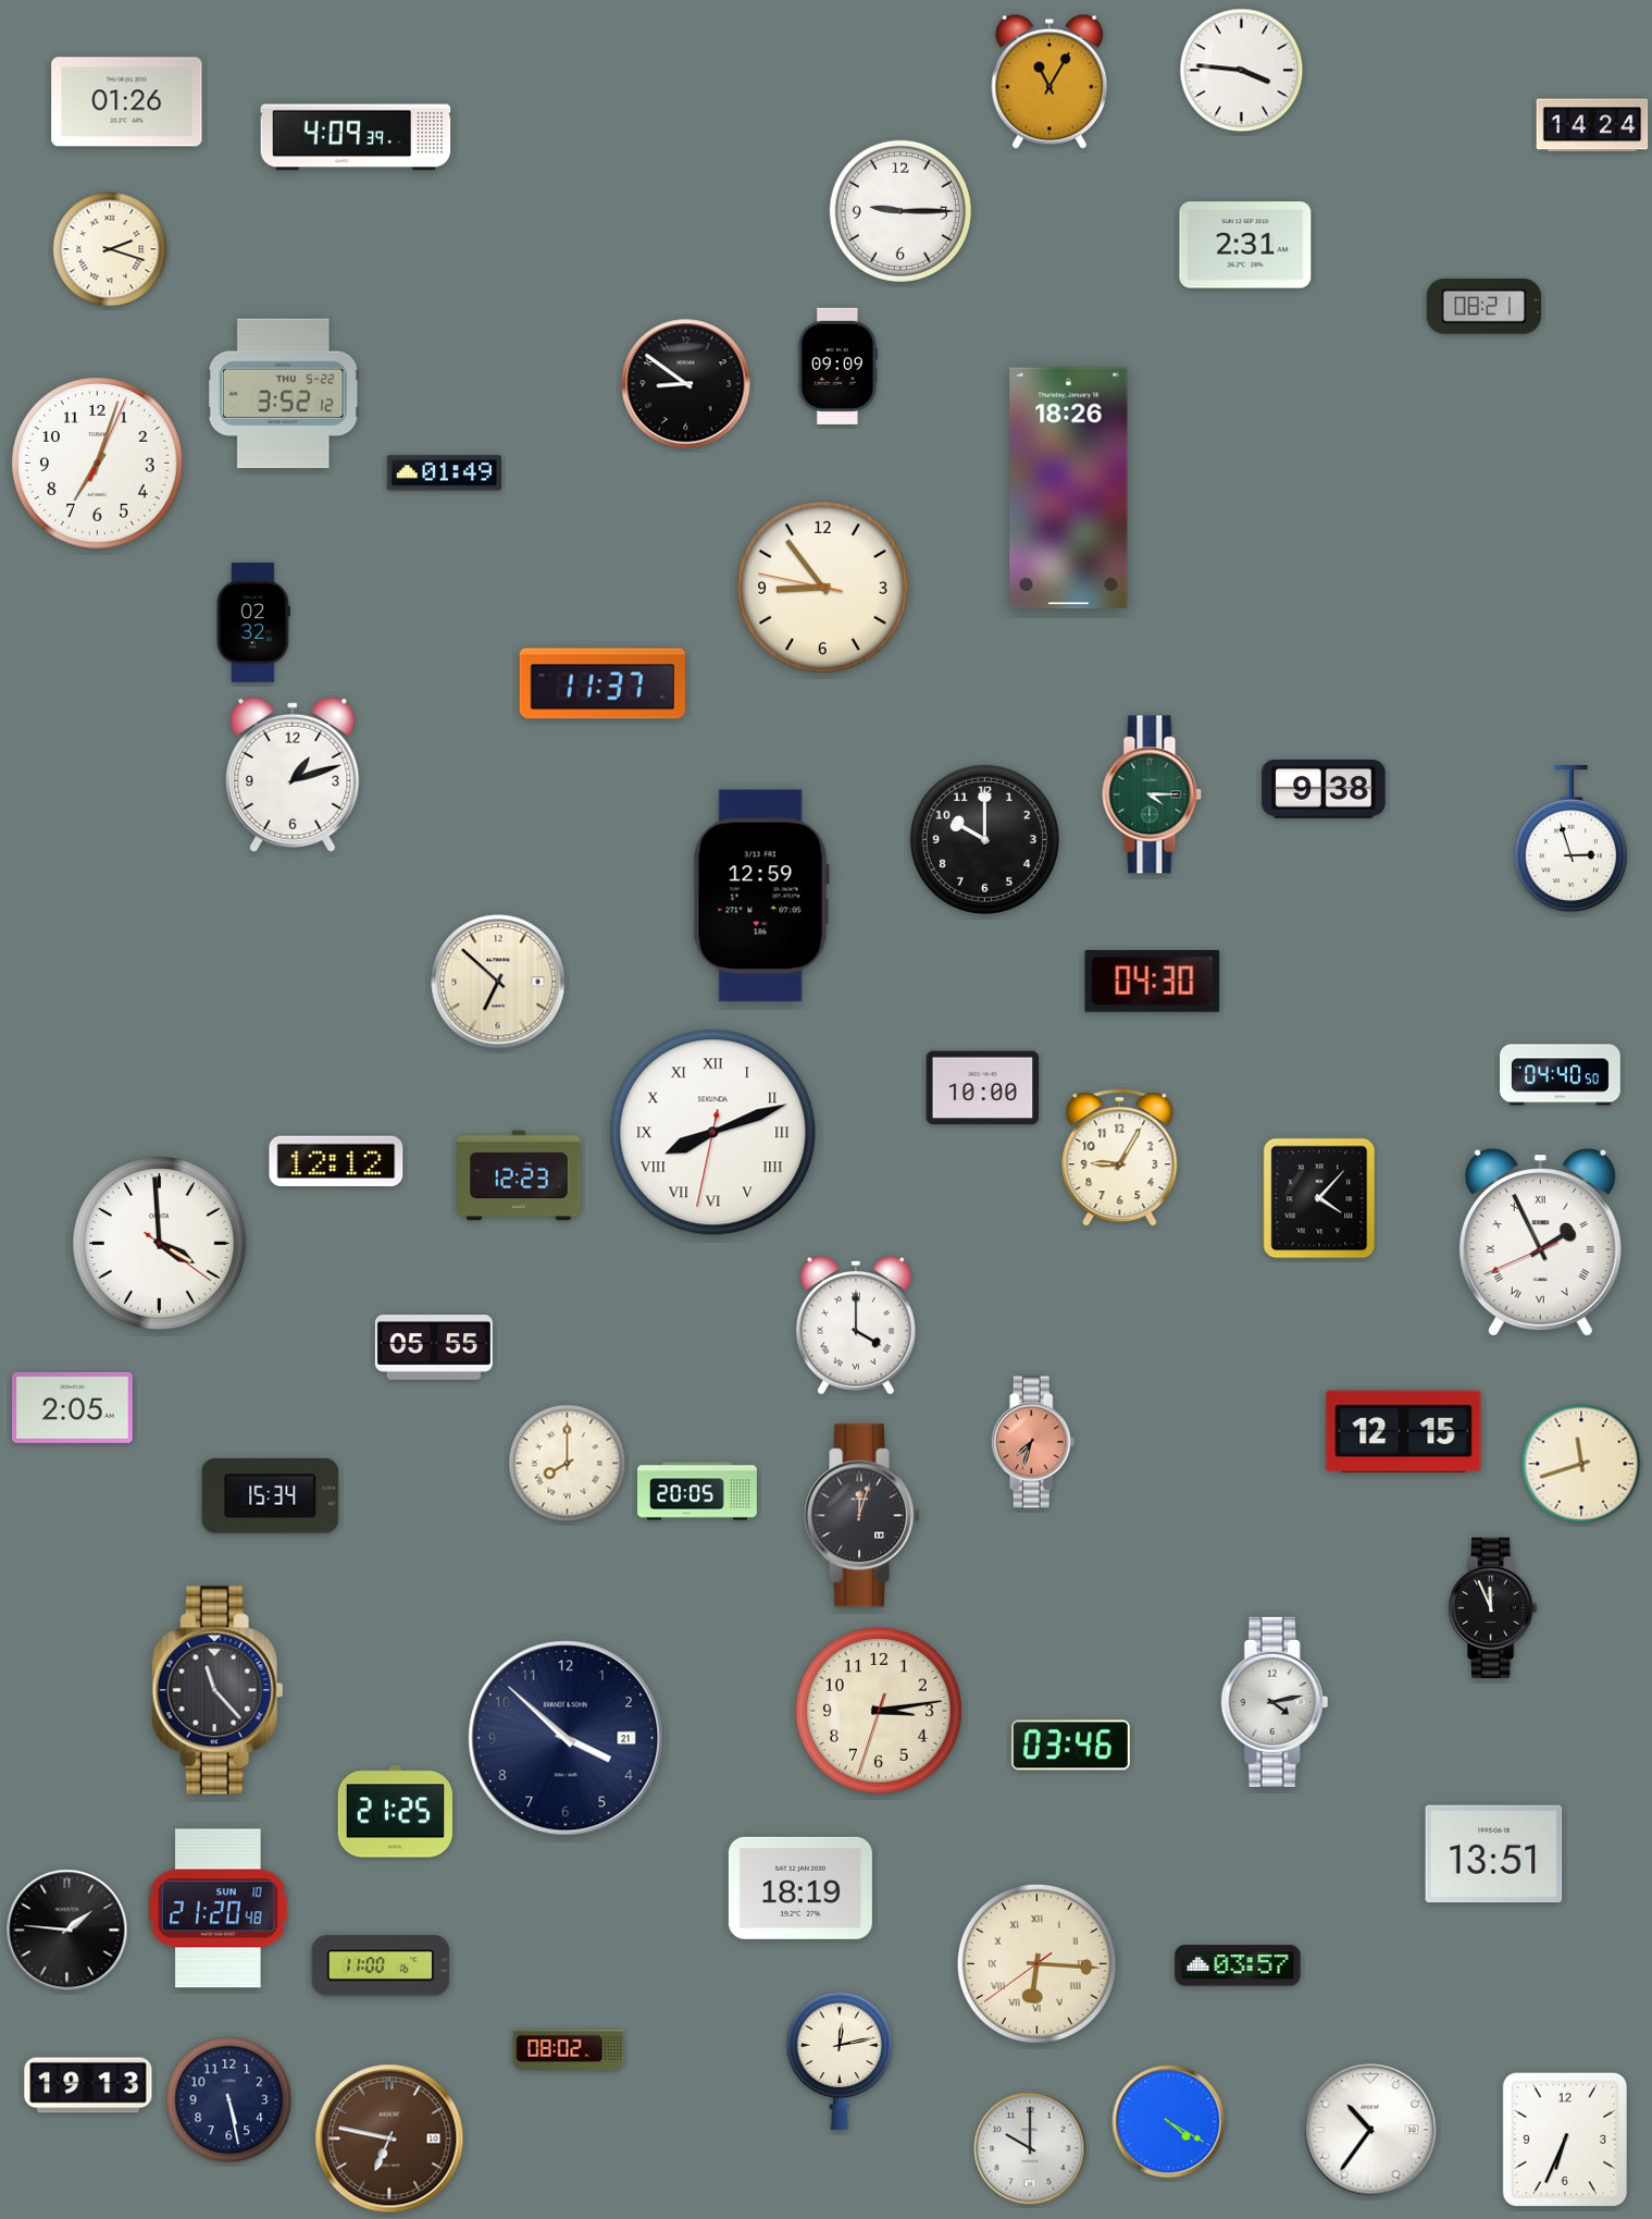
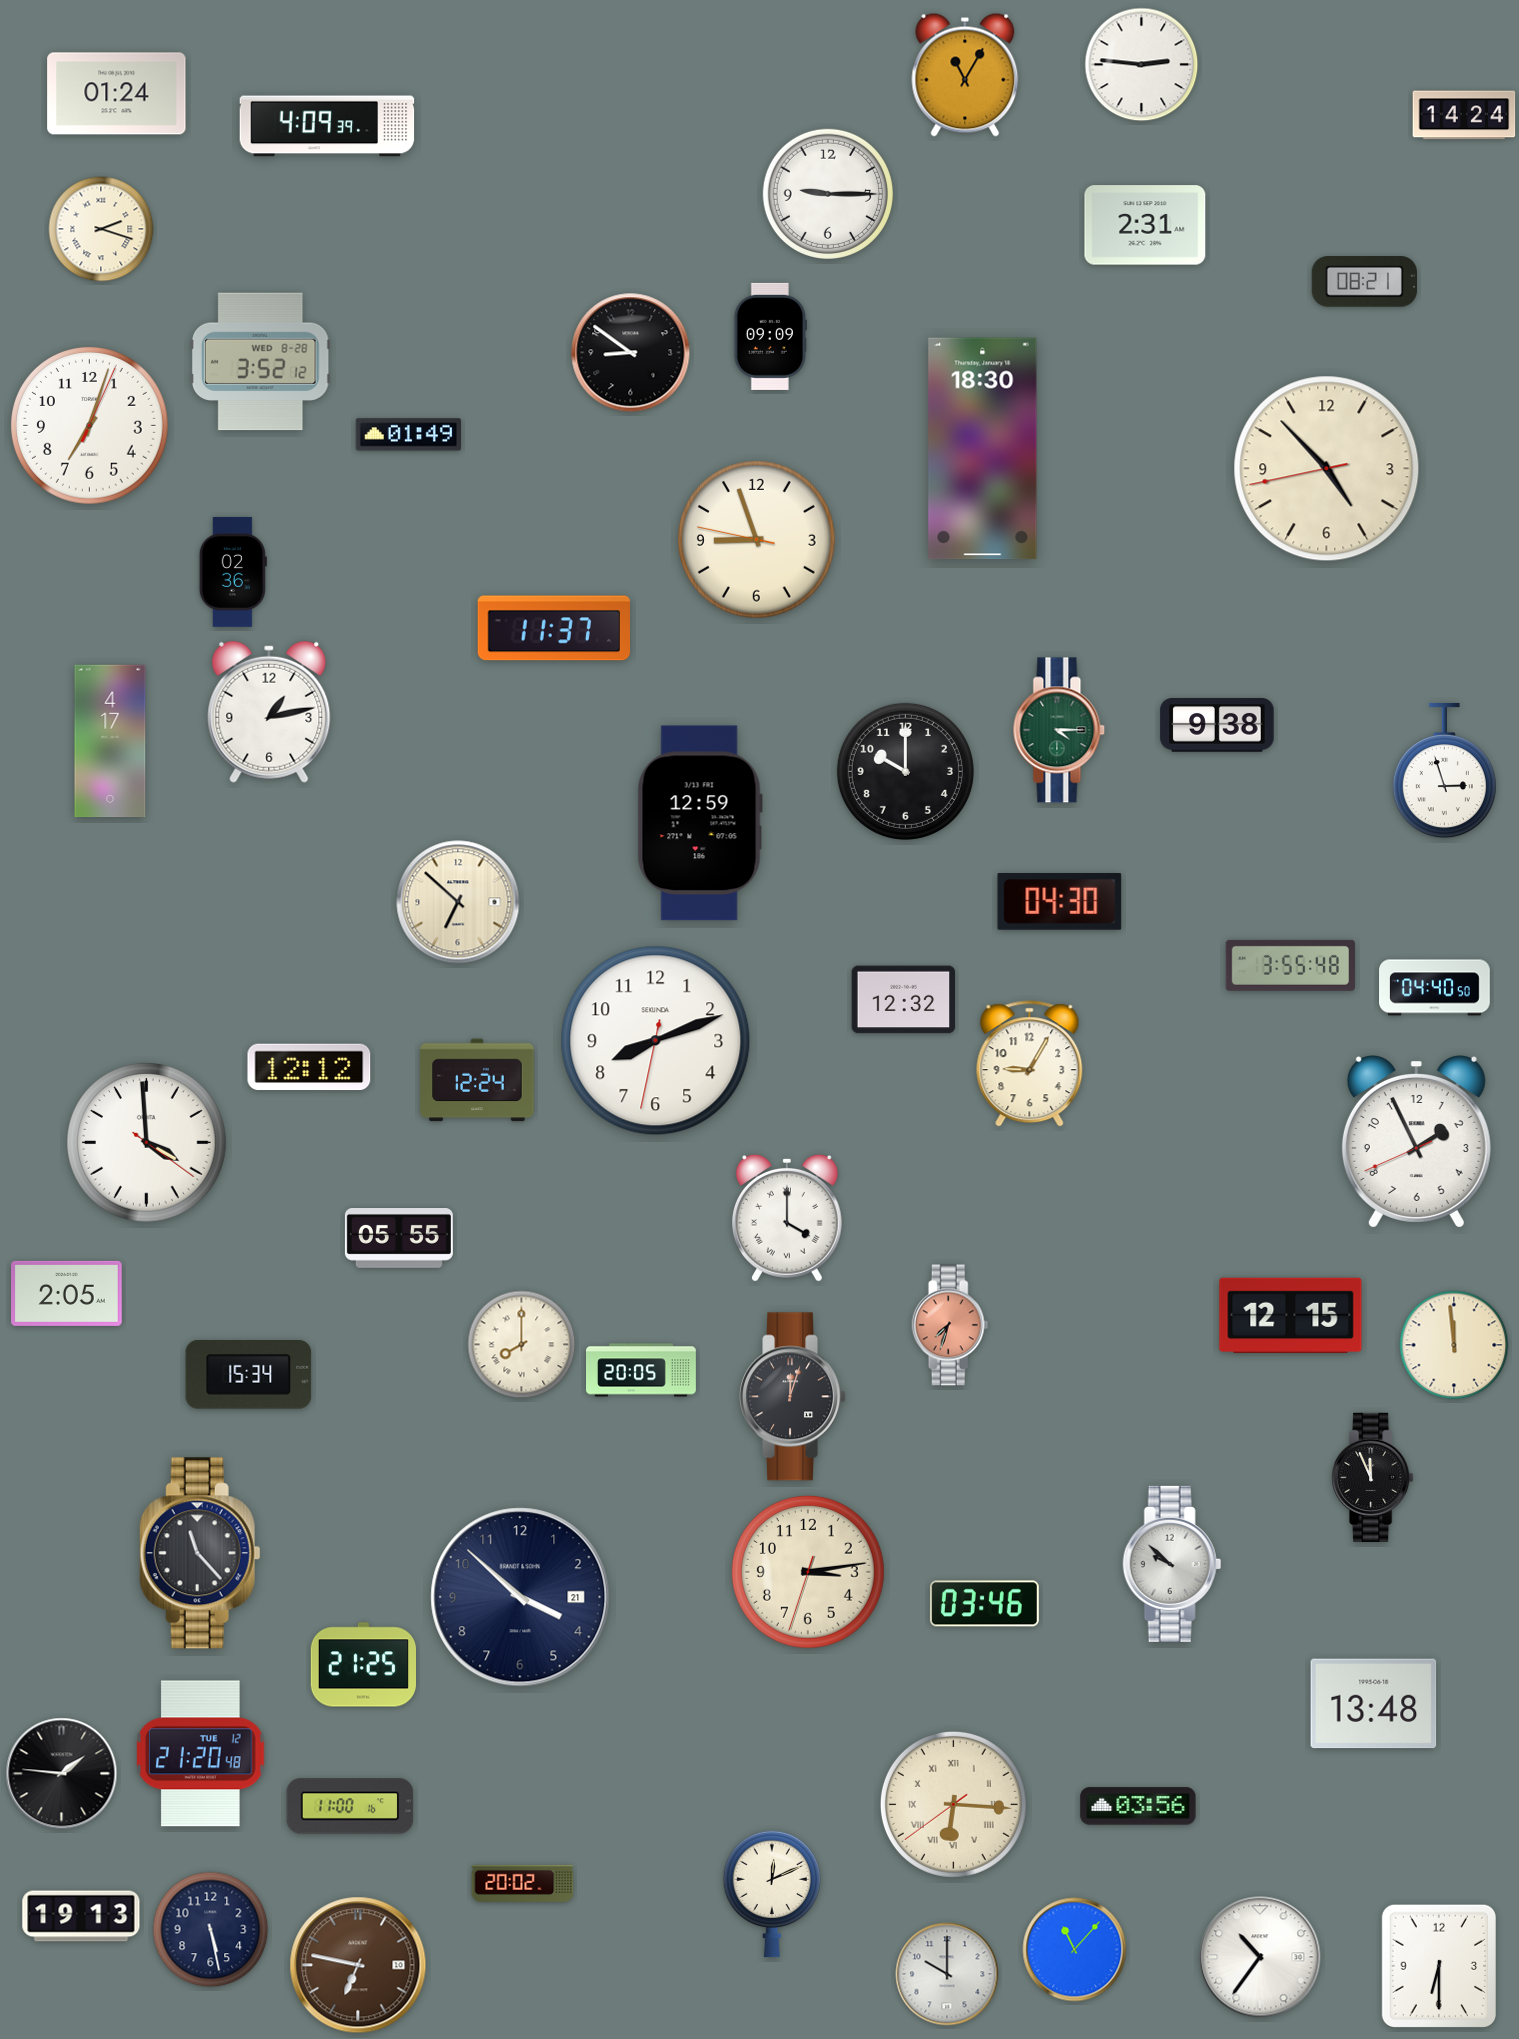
clock at (1242, 71): 3:46 -> 2:46
clock at (127, 102): 01:26 -> 01:24
clock at (283, 394) date: THU 5-22 -> WED 8-28
clock at (1069, 489): 18:26 -> 18:30
clock at (1327, 469): none -> 4:52
clock at (823, 588): 8:53 -> 8:56
clock at (253, 622): 02:32 -> 02:36
clock at (293, 775): 1:12 -> 1:13
clock at (110, 741): none -> 4:17
clock at (1290, 965): none -> 3:55
clock at (983, 1088): 10:00 -> 12:32
clock at (713, 1133) numerals: Roman -> Arabic
clock at (519, 1175): 12:23 -> 12:24
clock at (1319, 1198): 4:07 -> none
clock at (1540, 1243) numerals: Roman -> Arabic
clock at (1581, 1464): 11:42 -> 11:59
clock at (862, 1516) position: (862, 1516) -> (793, 1397)
clock at (1275, 1702): 4:13 -> 9:52
clock at (1494, 1854): 13:51 -> 13:48
clock at (800, 1888): 18:19 -> none
clock at (219, 1909) date: SUN 10 -> TUE 12
clock at (1238, 1965): 03:57 -> 03:56
clock at (569, 2049): 08:02 -> 20:02
clock at (839, 2061): 12:13 -> 12:11
clock at (1169, 2122): 4:20 -> 11:07
clock at (1564, 2138): 6:34 -> 6:30
